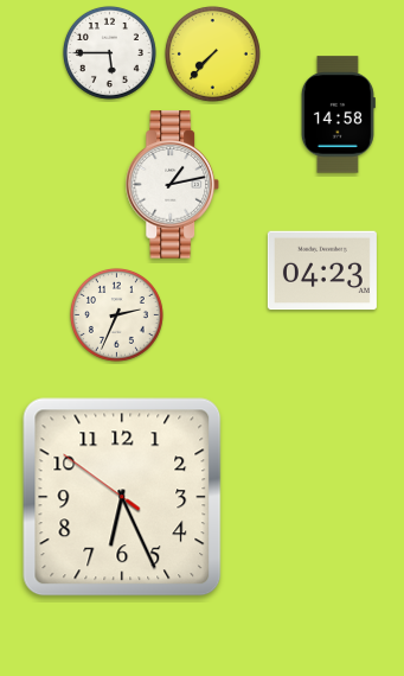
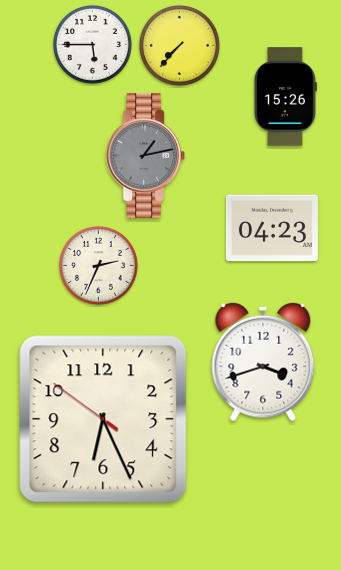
clock at (338, 115): 14:58 -> 15:26
clock at (172, 185) dial: white -> grey
clock at (263, 362): none -> 3:42
